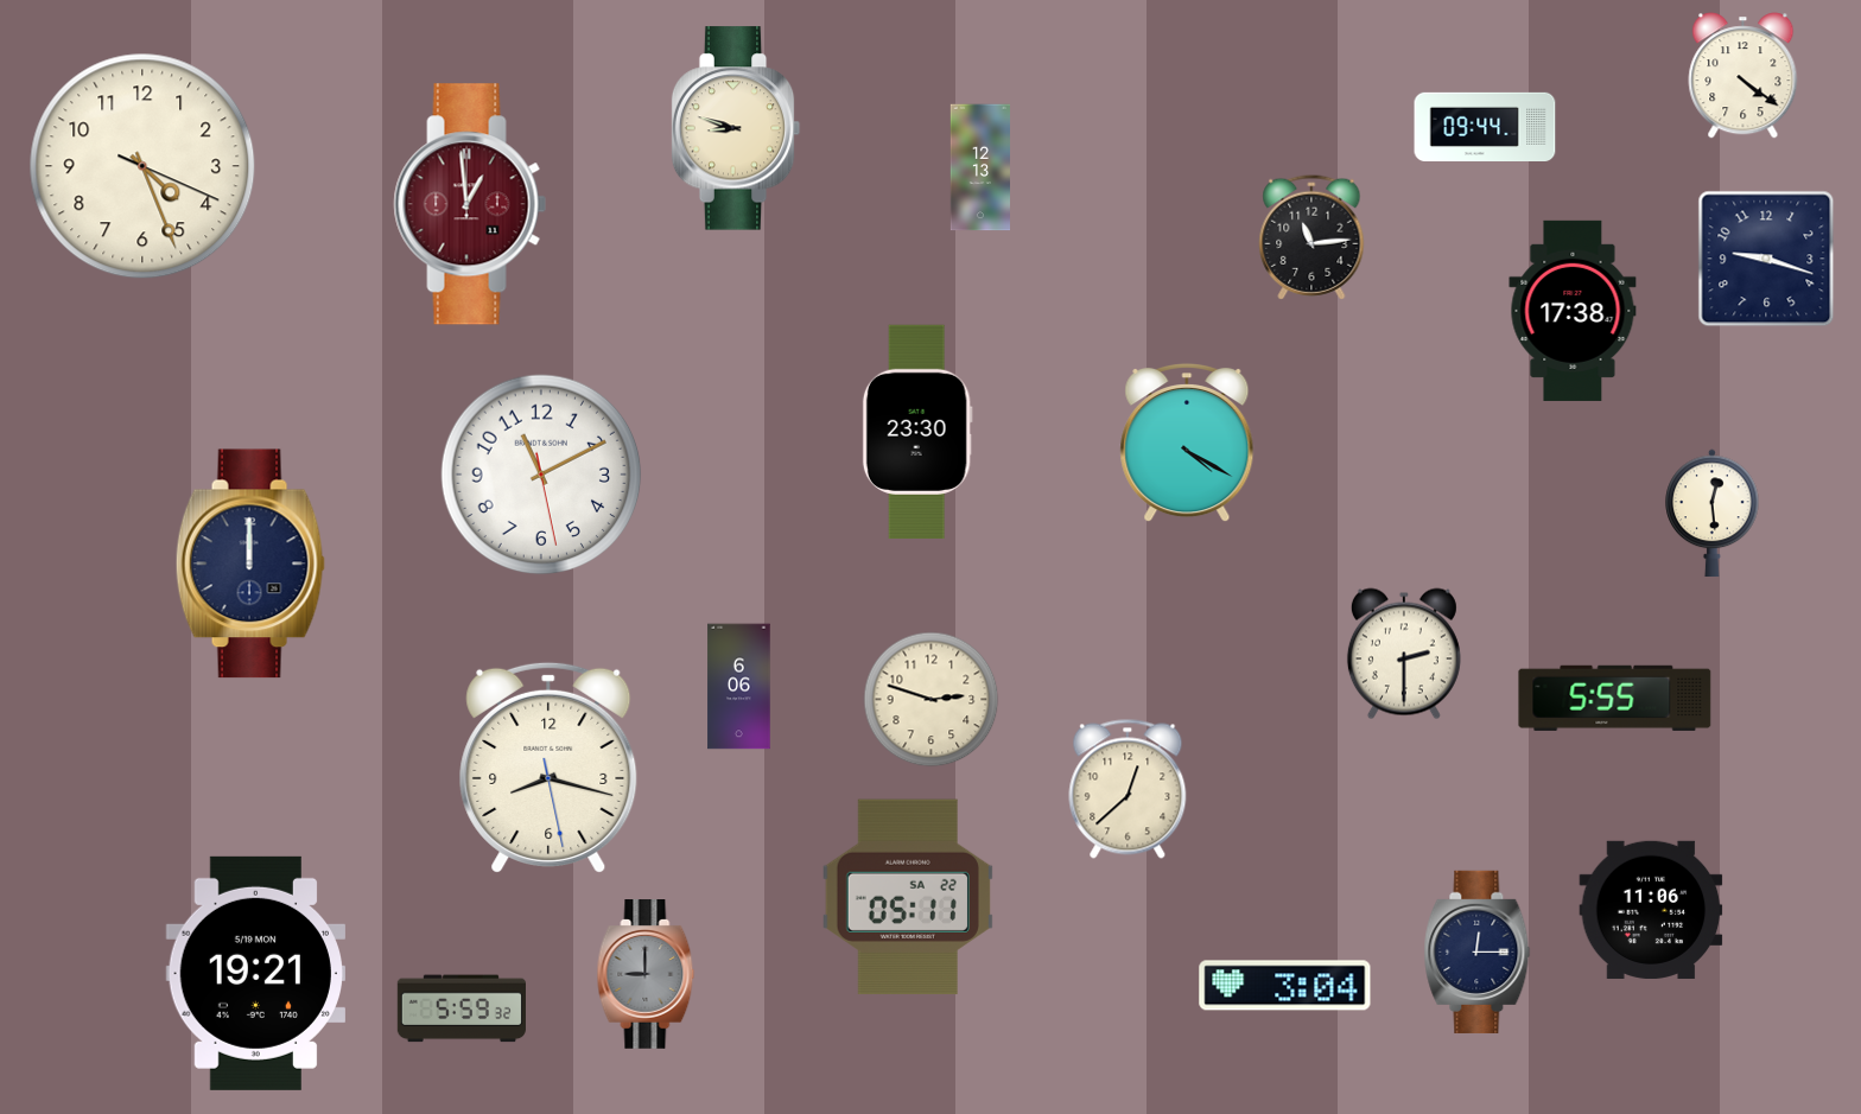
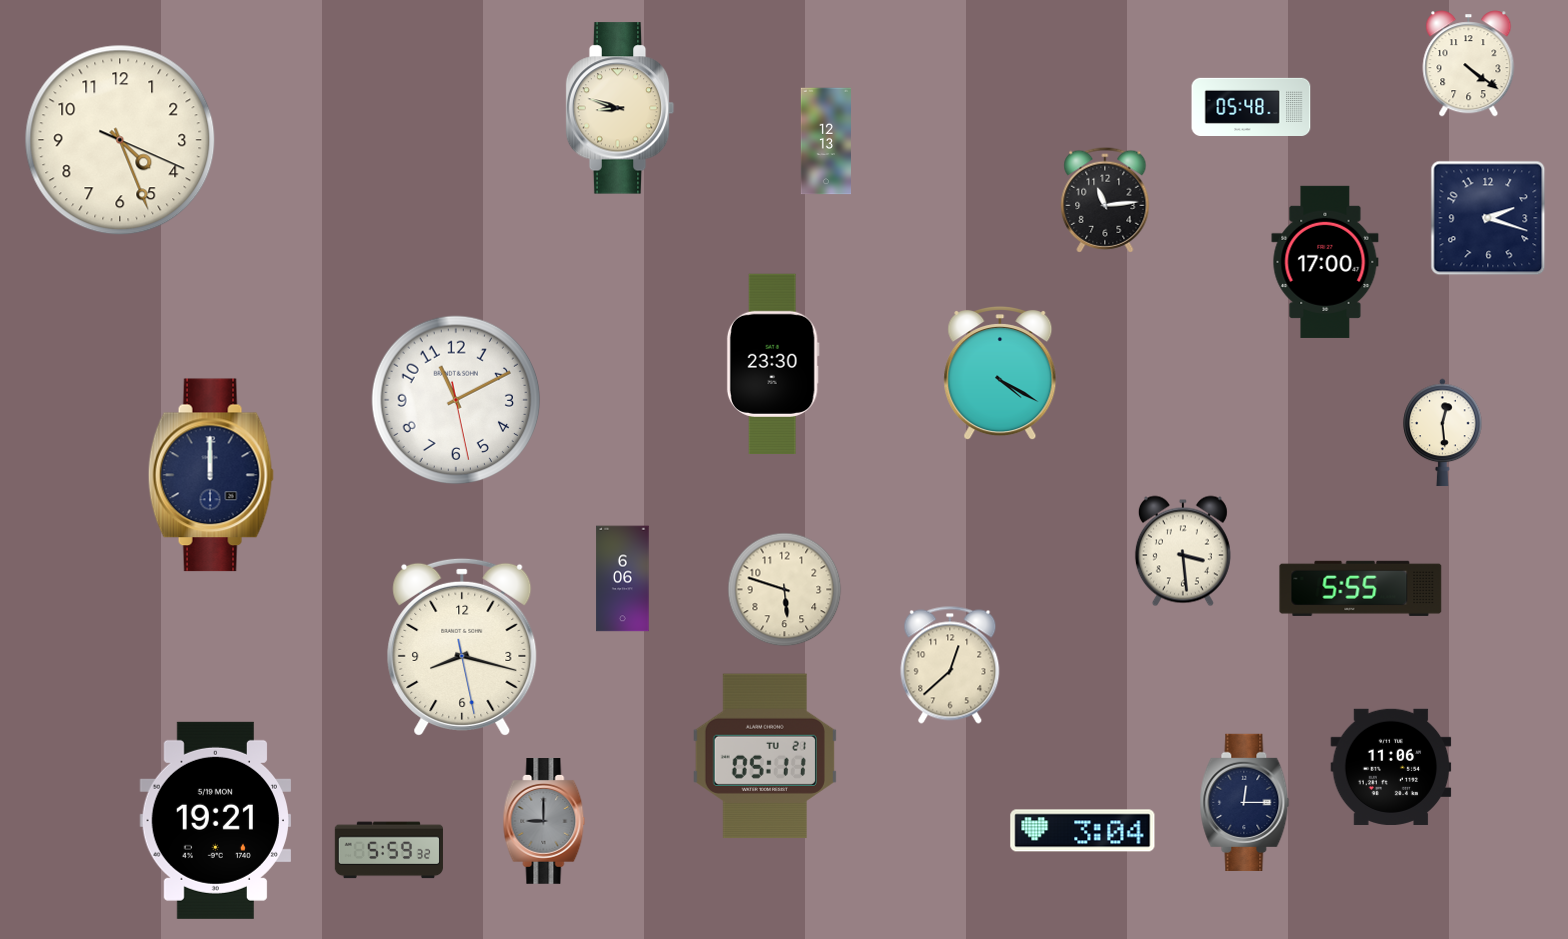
clock at (1485, 126): 09:44 -> 05:48
clock at (470, 204): 12:59 -> none
clock at (1766, 259): 9:18 -> 2:18
clock at (1573, 311): 17:38 -> 17:00
clock at (1404, 654): 2:30 -> 3:29
clock at (932, 700): 2:48 -> 5:48
clock at (908, 897) date: SA 22 -> TU 21
